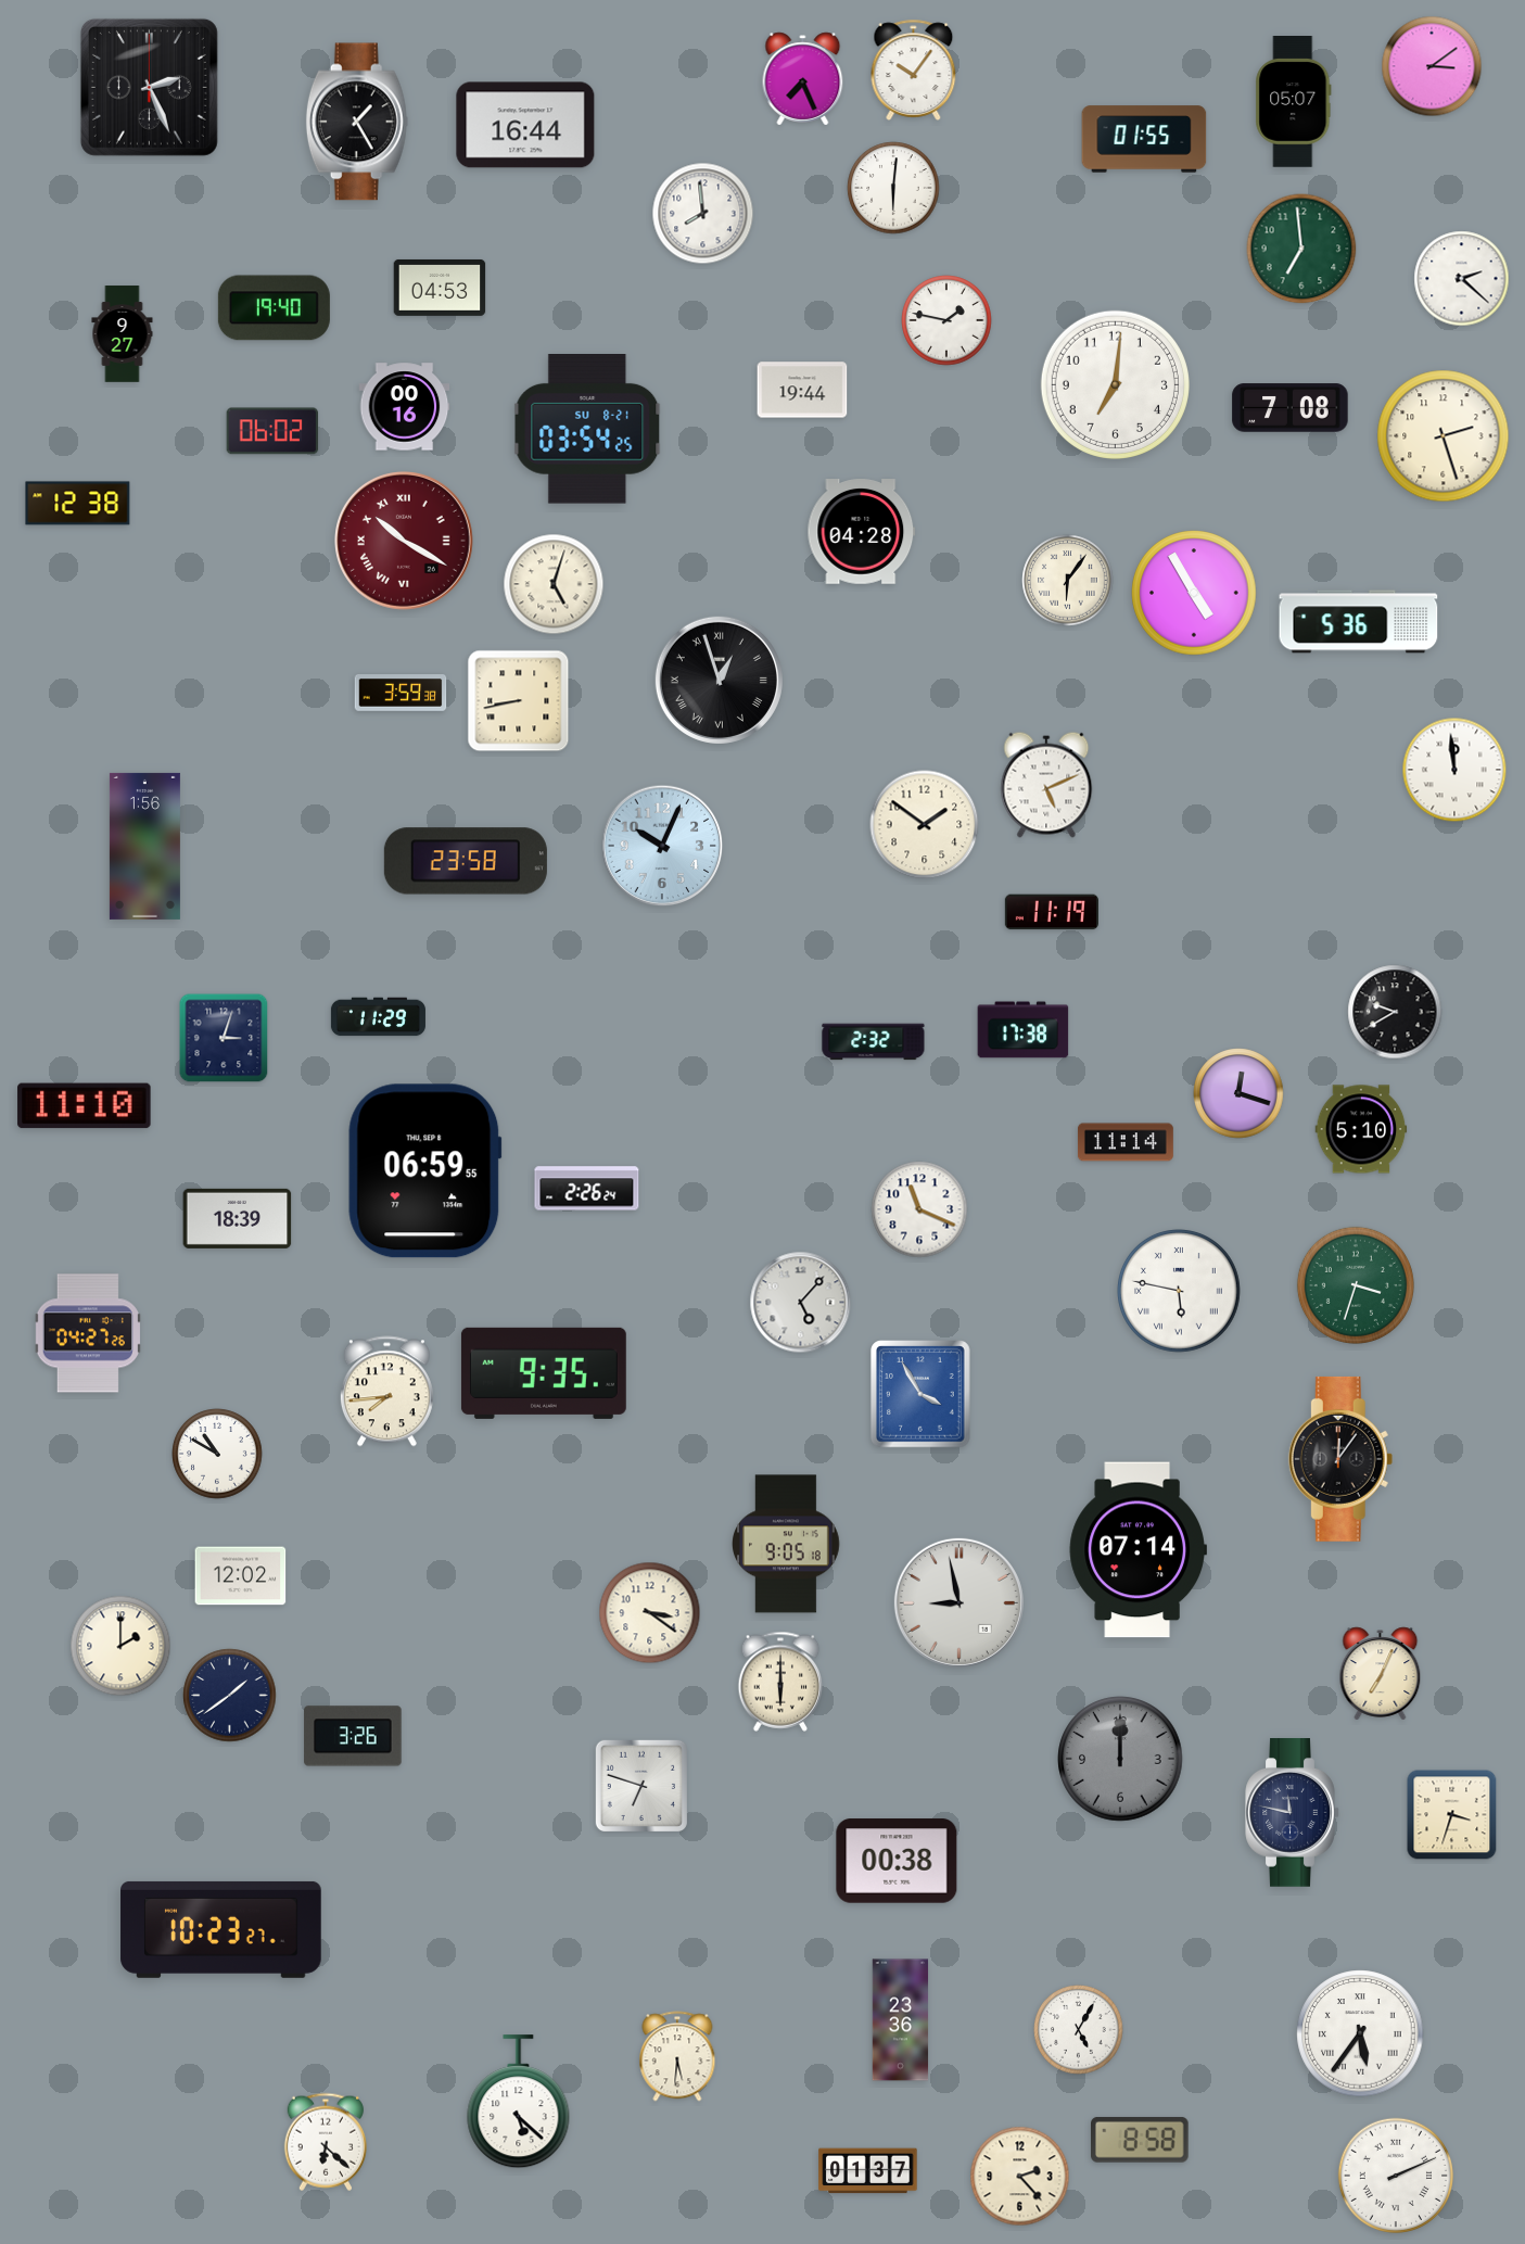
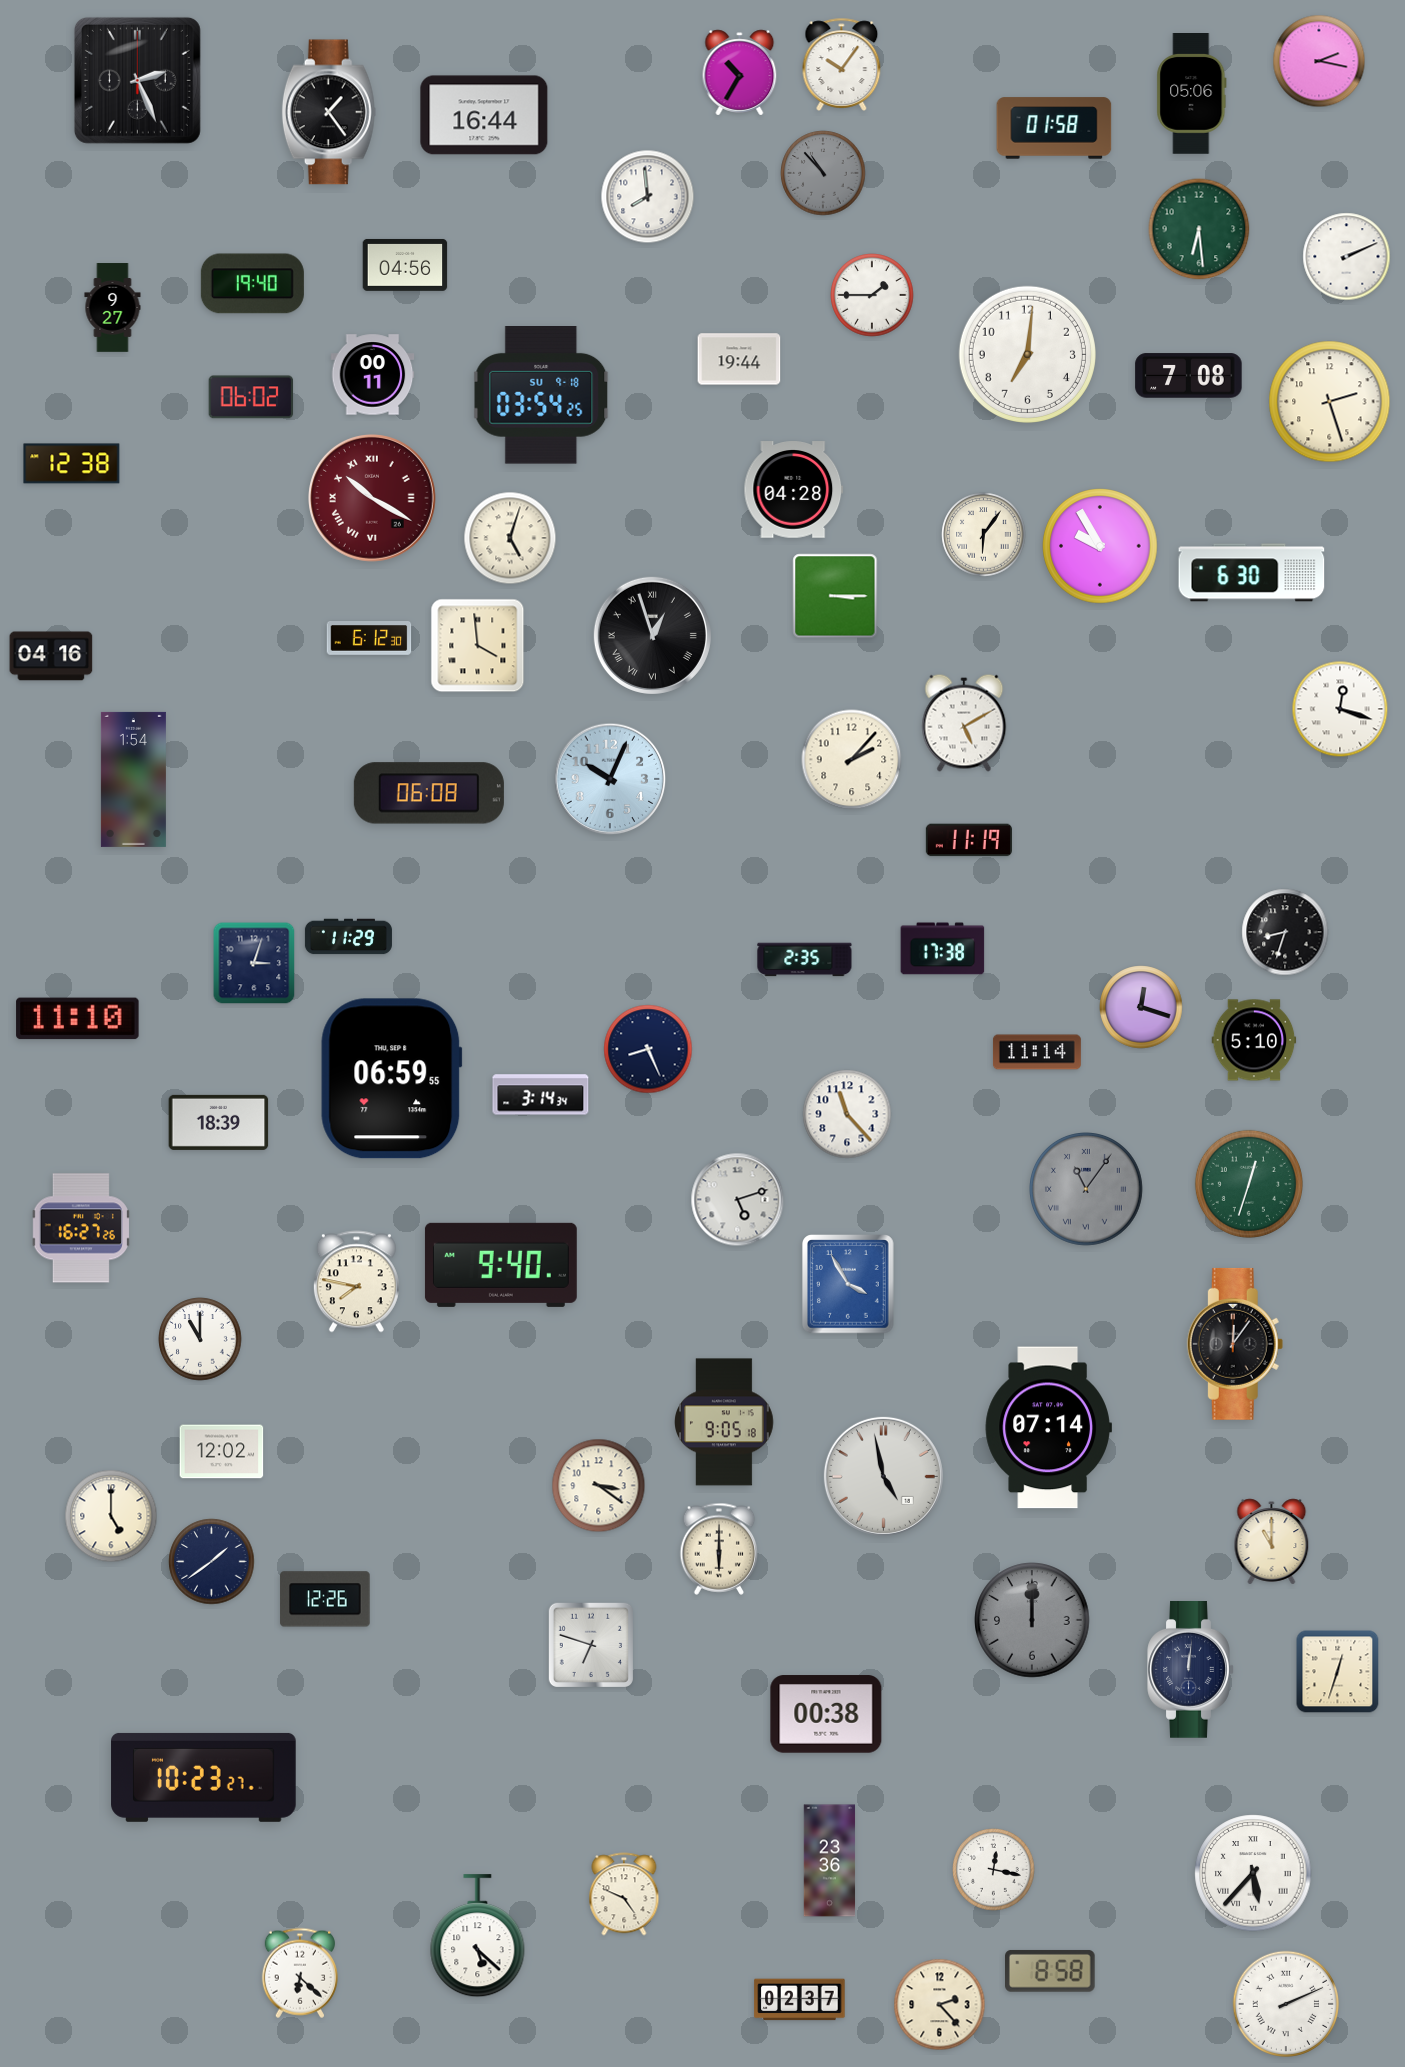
clock at (1432, 66): 3:09 -> 2:17
clock at (803, 79): 7:26 -> 10:35
clock at (1294, 102): 05:07 -> 05:06
clock at (357, 122): 1:25 -> 1:24
clock at (1144, 139): 01:55 -> 01:58
clock at (893, 188): 6:01 -> 10:53
clock at (893, 188) dial: white -> grey
clock at (1301, 249): 6:59 -> 6:29
clock at (1462, 279): 2:22 -> 2:11
clock at (440, 288): 04:53 -> 04:56
clock at (946, 320): 1:47 -> 1:45
clock at (405, 407): 00:16 -> 00:11
clock at (587, 430) date: SU 8-21 -> SU 9-18
clock at (1194, 593): 4:55 -> 9:55
clock at (1359, 622): 5:36 -> 6:30
clock at (835, 596): none -> 3:15
clock at (719, 680) position: (719, 680) -> (652, 635)
clock at (401, 693): 3:59 -> 6:12
clock at (519, 701): 8:43 -> 3:59
clock at (51, 656): none -> 04:16
clock at (1454, 770): 11:59 -> 12:18
clock at (1046, 785): 5:11 -> 5:10
clock at (925, 825): 1:51 -> 2:07
clock at (144, 846): 1:56 -> 1:54
clock at (466, 861): 23:58 -> 06:08
clock at (1395, 1012): 9:40 -> 8:33
clock at (224, 1038) position: (224, 1038) -> (254, 963)
clock at (874, 1042): 2:32 -> 2:35
clock at (648, 1049): none -> 8:26
clock at (587, 1189): 2:26 -> 3:14
clock at (919, 1209): 11:19 -> 11:23
clock at (1356, 1285): 3:33 -> 12:33
clock at (1180, 1292): 5:47 -> 11:06
clock at (1180, 1292) dial: white -> grey
clock at (801, 1303): 5:07 -> 5:12
clock at (88, 1333): 04:27 -> 16:27
clock at (544, 1373): 9:35 -> 9:40
clock at (386, 1392): 7:44 -> 7:47
clock at (217, 1454): 10:50 -> 11:00
clock at (958, 1602): 8:58 -> 4:58
clock at (120, 1646): 2:00 -> 5:00
clock at (1381, 1674): 7:04 -> 11:00
clock at (353, 1736): 3:26 -> 12:26
clock at (1293, 1813): 11:47 -> 12:01
clock at (1452, 1815): 3:33 -> 12:33
clock at (1079, 2030): 5:05 -> 12:17
clock at (1360, 2033): 5:36 -> 5:37
clock at (677, 2056): 5:31 -> 4:49
clock at (868, 2171): 01:37 -> 02:37
